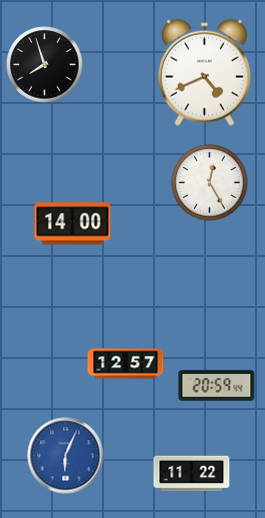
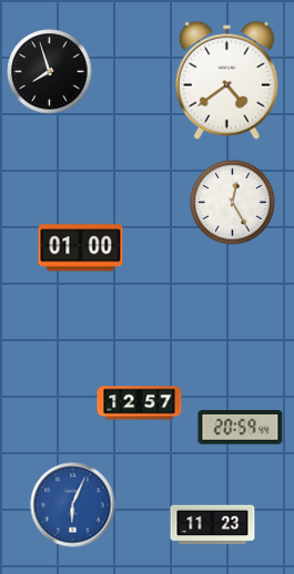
clock at (204, 72): 4:41 -> 4:39
clock at (73, 224): 14:00 -> 01:00
clock at (192, 474): 11:22 -> 11:23
